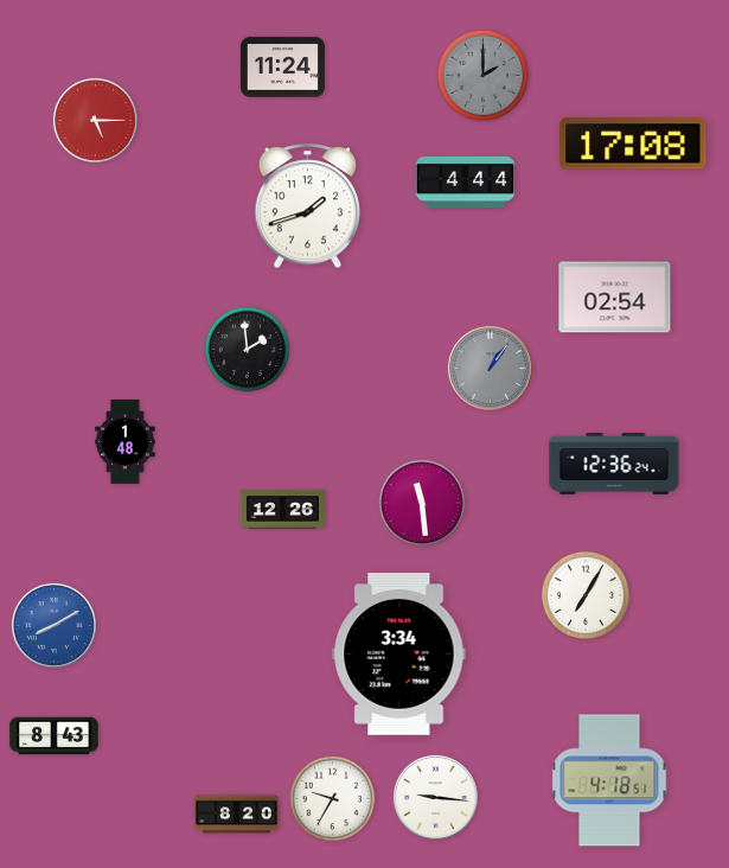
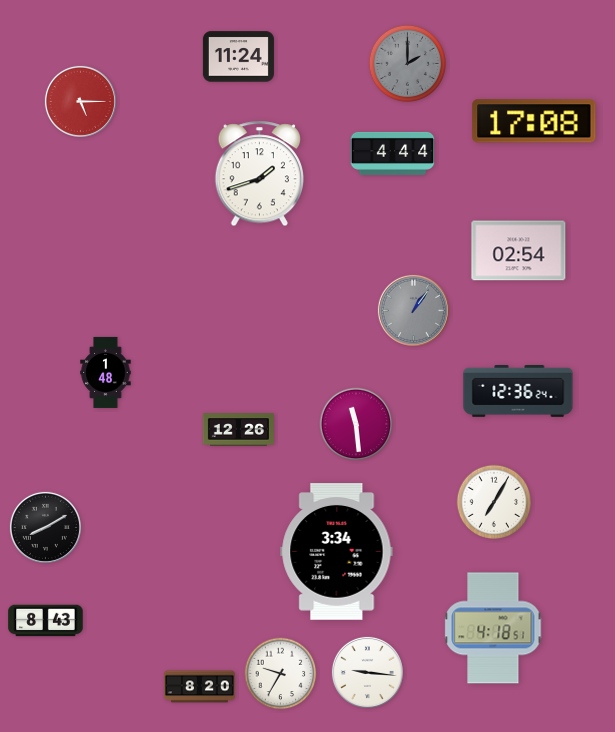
clock at (248, 350): 1:59 -> none
clock at (53, 625) dial: blue -> black
clock at (609, 780) position: (609, 780) -> (493, 628)
